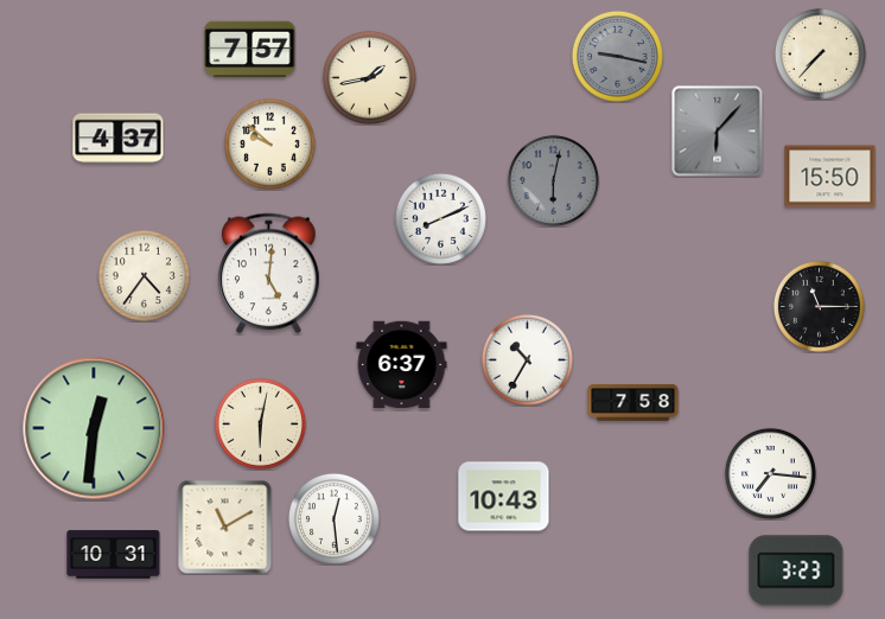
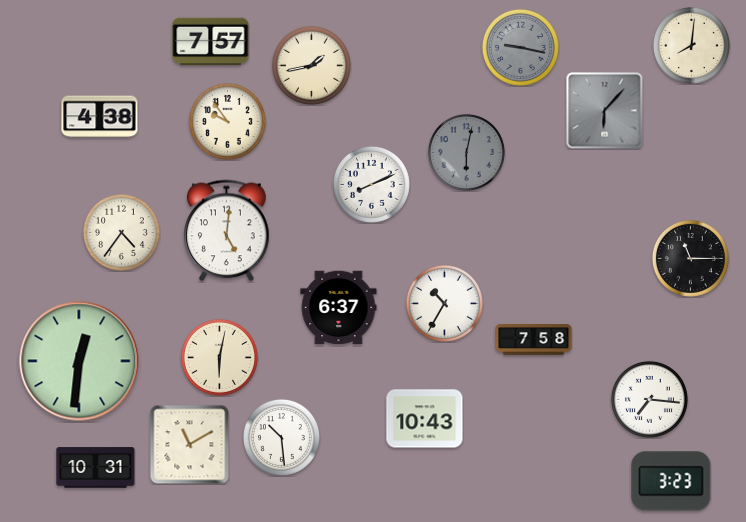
clock at (820, 53): 7:37 -> 8:01
clock at (119, 139): 4:37 -> 4:38
clock at (269, 143): 9:52 -> 9:54
clock at (830, 177): 15:50 -> none
clock at (333, 518): 12:29 -> 10:29
